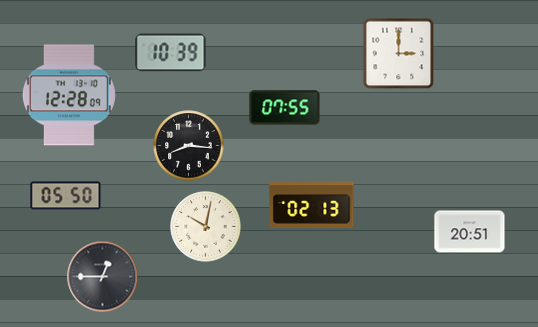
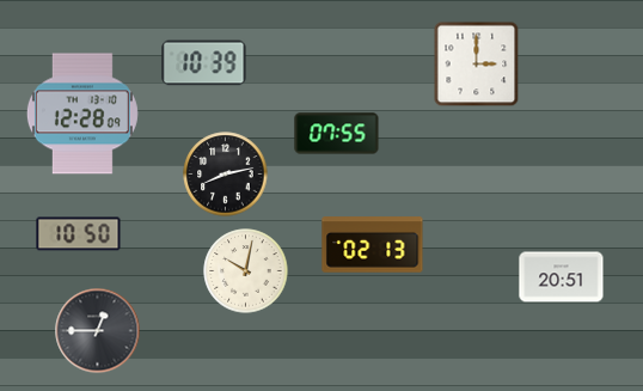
clock at (285, 108) position: (285, 108) -> (337, 134)
clock at (189, 146): 8:16 -> 8:13
clock at (66, 196): 05:50 -> 10:50
clock at (103, 277) position: (103, 277) -> (98, 331)
